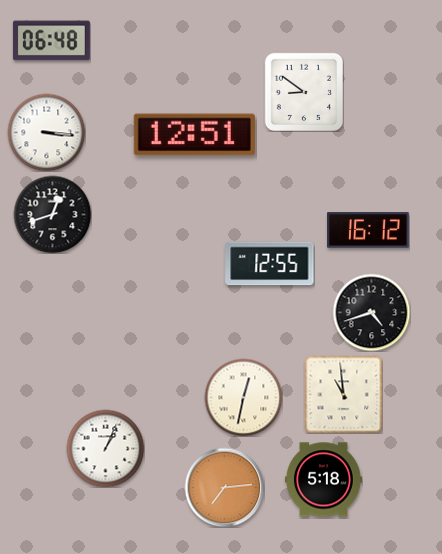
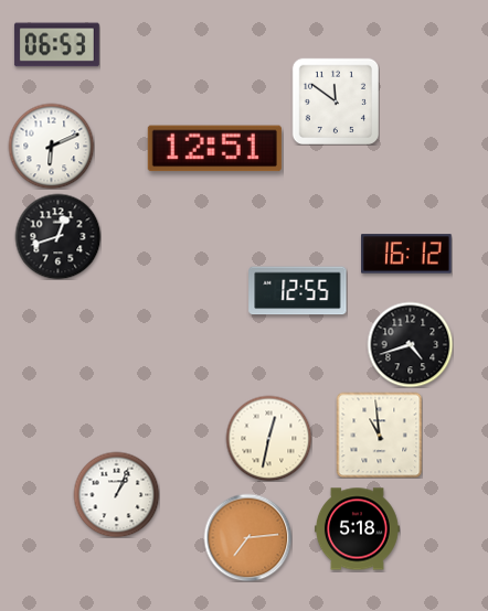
clock at (51, 41): 06:48 -> 06:53
clock at (303, 91): 8:51 -> 11:51
clock at (46, 132): 3:16 -> 6:11
